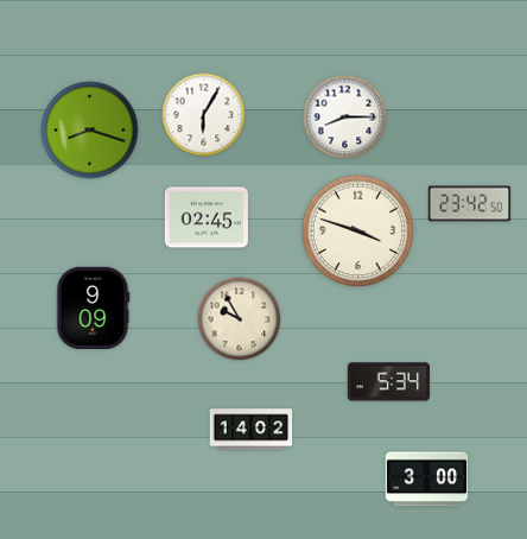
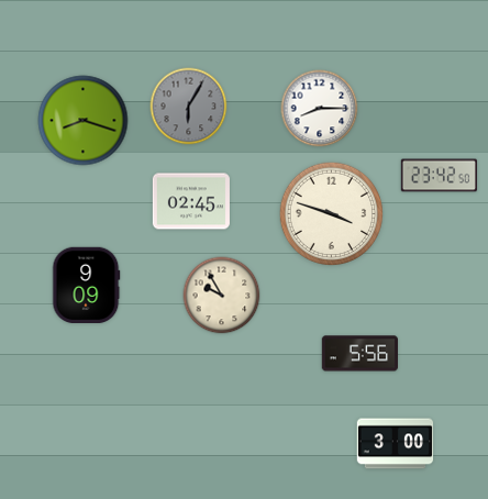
clock at (204, 115) dial: white -> grey
clock at (470, 204) position: (470, 204) -> (440, 176)
clock at (388, 382): 5:34 -> 5:56
clock at (252, 430): 14:02 -> none
